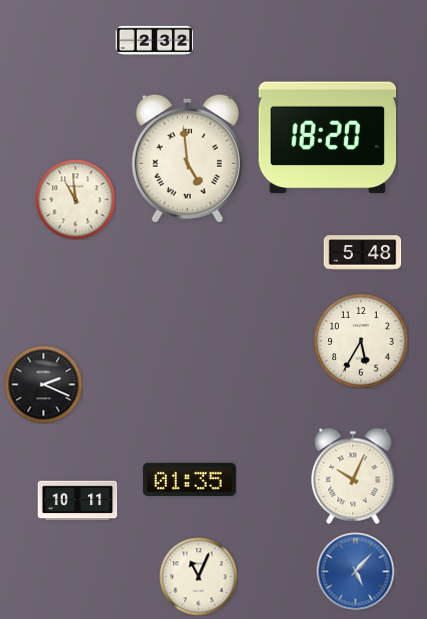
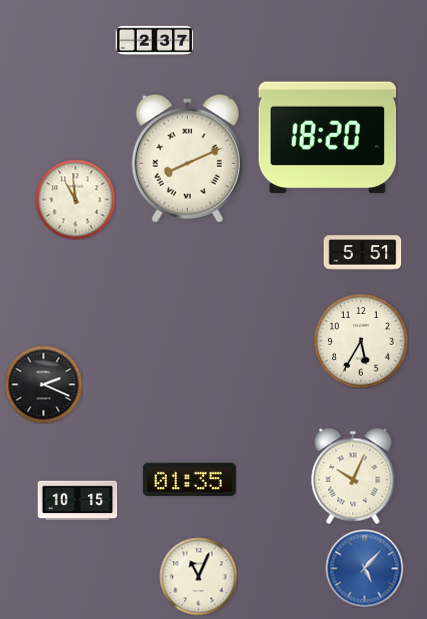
clock at (154, 40): 2:32 -> 2:37
clock at (187, 158): 4:59 -> 8:11
clock at (362, 253): 5:48 -> 5:51
clock at (77, 501): 10:11 -> 10:15
clock at (355, 571) position: (355, 571) -> (364, 568)
